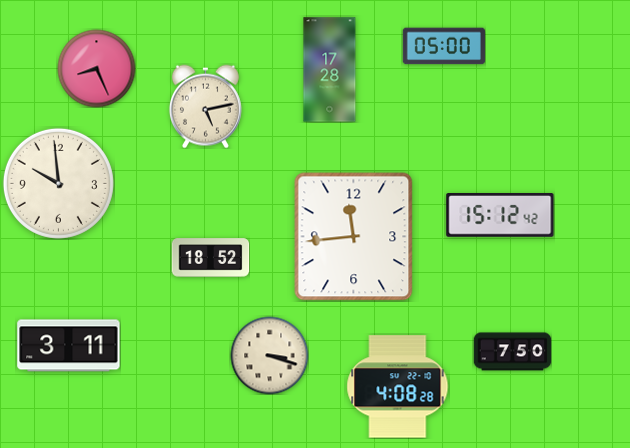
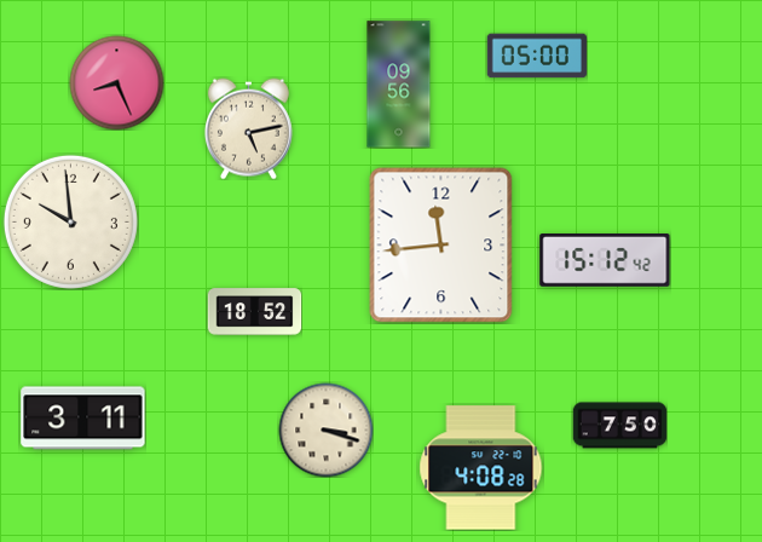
clock at (330, 70): 17:28 -> 09:56
clock at (354, 237) position: (354, 237) -> (441, 246)
